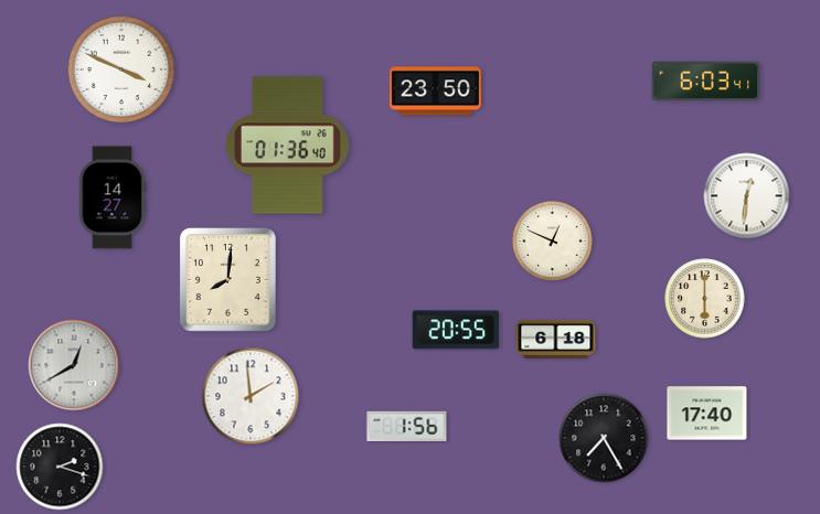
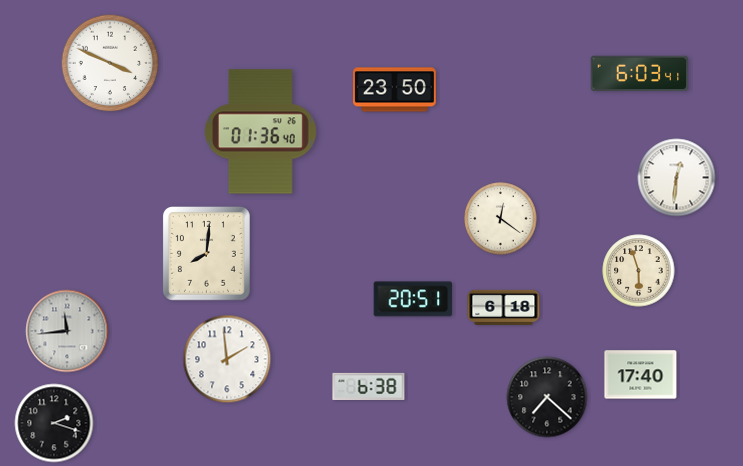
clock at (435, 92) position: (435, 92) -> (394, 90)
clock at (113, 197): 14:27 -> none
clock at (553, 242): 12:49 -> 12:21
clock at (705, 299): 6:00 -> 5:57
clock at (456, 330): 20:55 -> 20:51
clock at (74, 365): 12:40 -> 11:44
clock at (407, 426): 1:56 -> 6:38
clock at (604, 438): 7:25 -> 7:22
